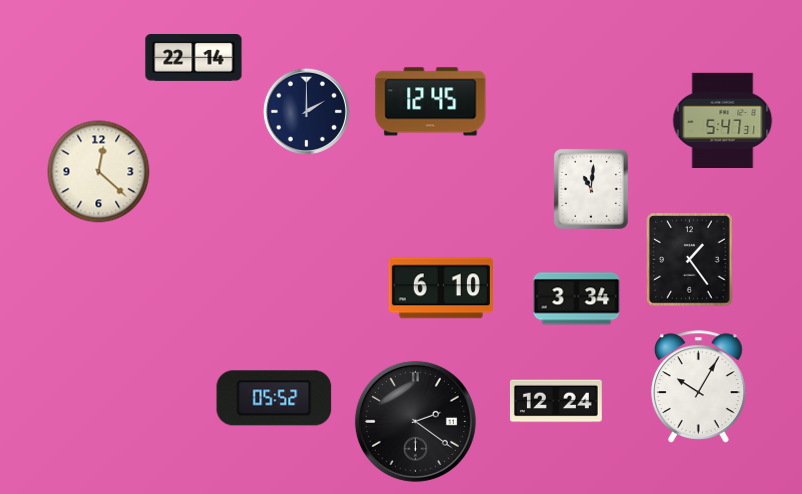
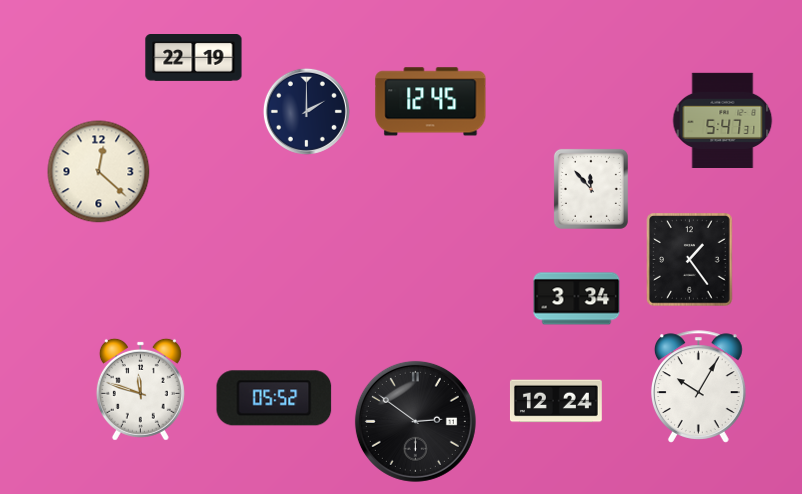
clock at (194, 58): 22:14 -> 22:19
clock at (591, 189): 11:01 -> 11:53
clock at (441, 288): 6:10 -> none
clock at (140, 389): none -> 11:48
clock at (415, 421): 2:21 -> 2:51
